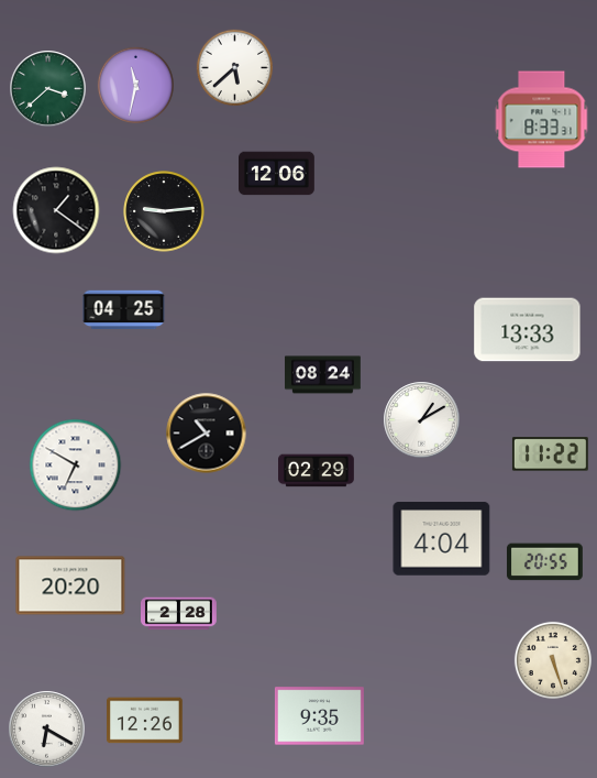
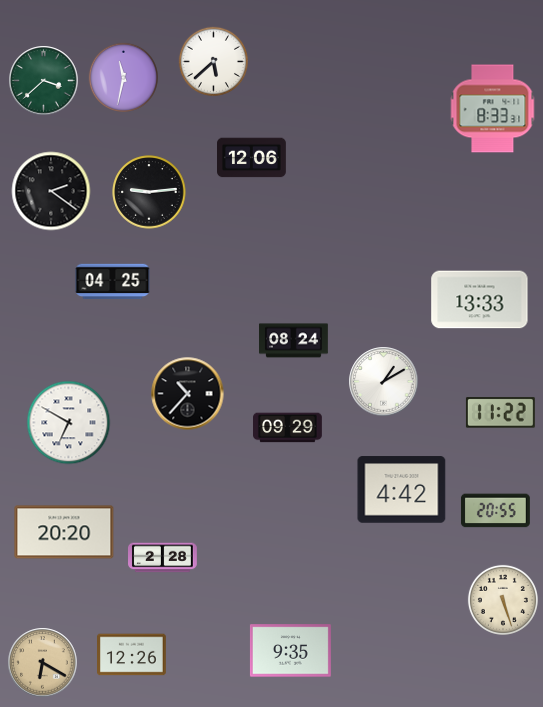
clock at (56, 210): 1:21 -> 2:21
clock at (207, 434): 10:40 -> 10:37
clock at (317, 471): 02:29 -> 09:29
clock at (442, 539): 4:04 -> 4:42
clock at (47, 730) dial: white -> champagne
